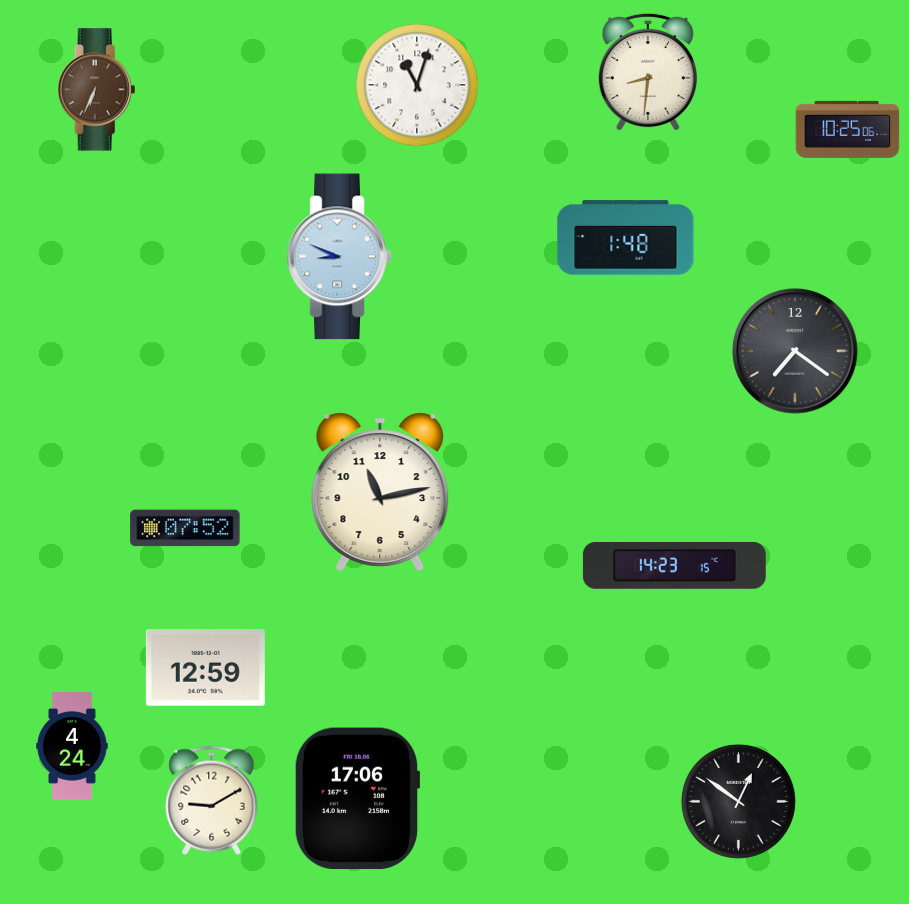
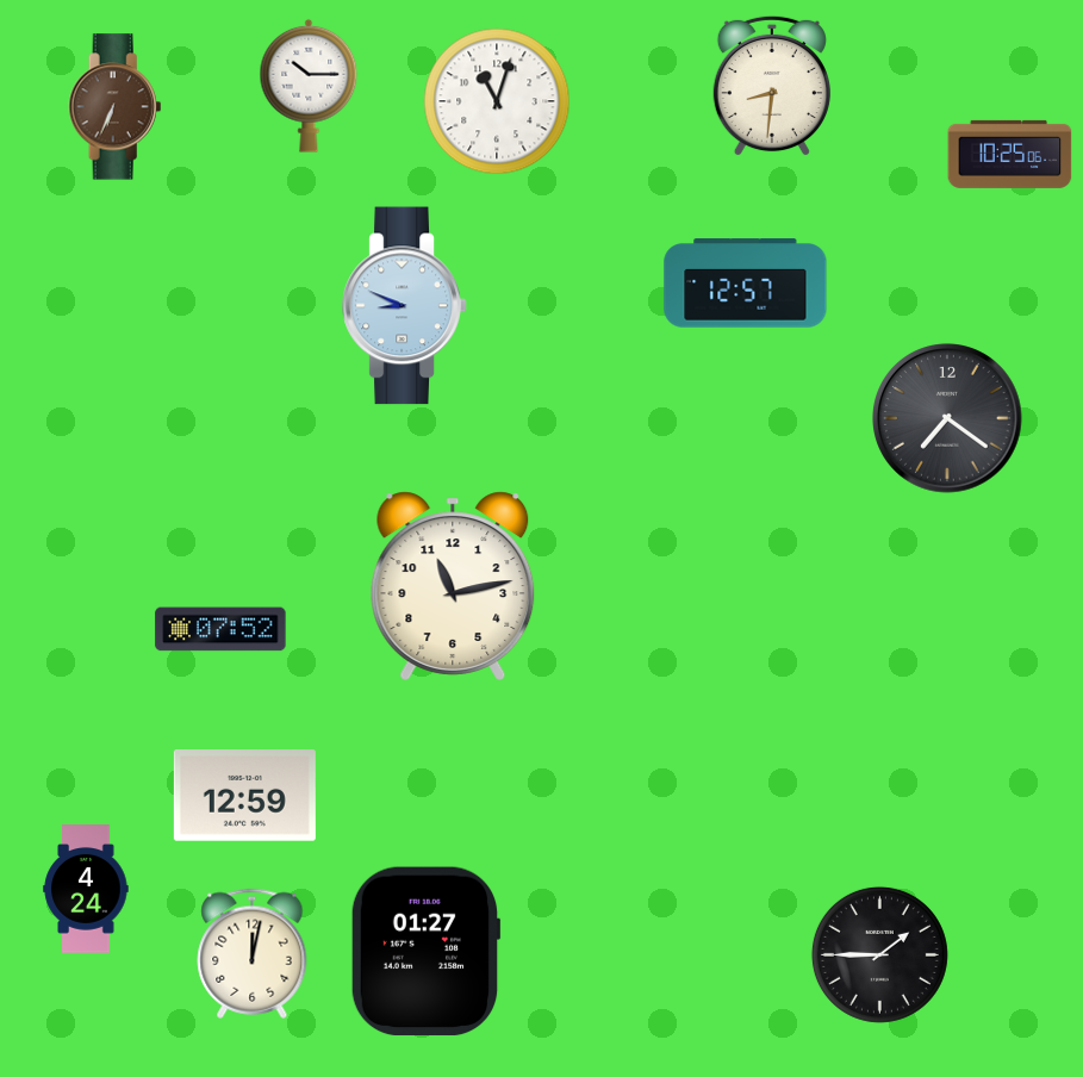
clock at (309, 86): none -> 10:15
clock at (626, 238): 1:48 -> 12:57
clock at (674, 565): 14:23 -> none
clock at (357, 799): 17:06 -> 01:27
clock at (212, 800): 9:10 -> 12:02
clock at (738, 801): 12:51 -> 1:45
